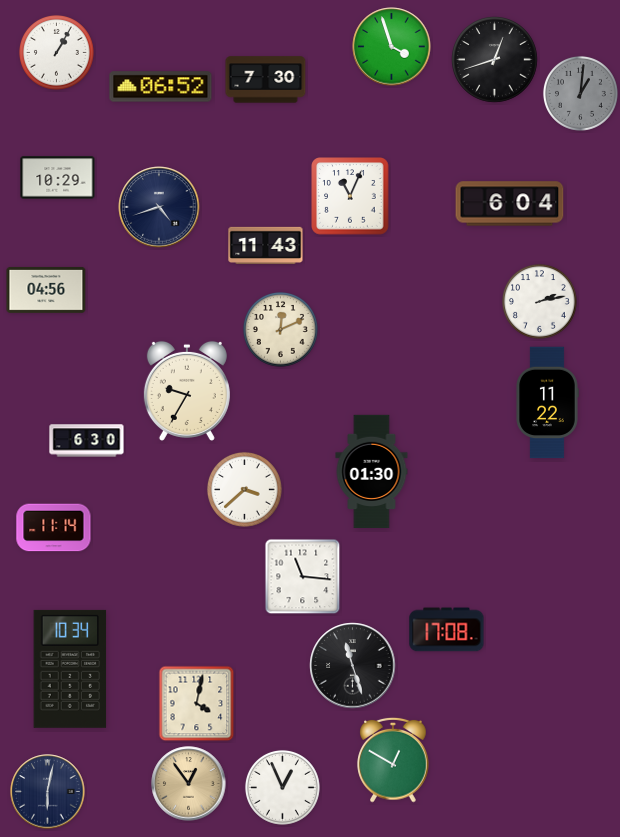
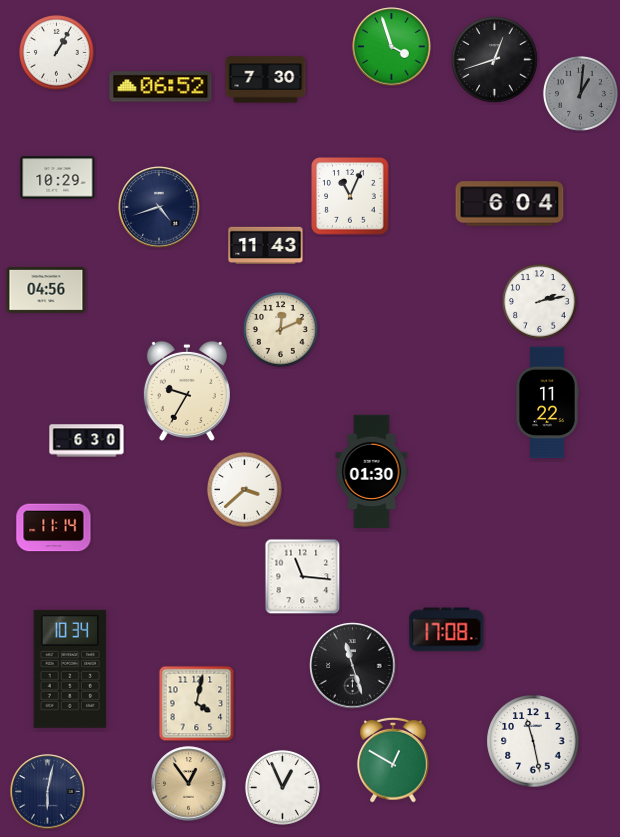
clock at (533, 741): none -> 11:28
